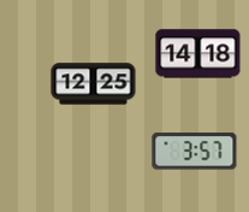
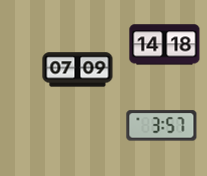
clock at (94, 84): 12:25 -> 07:09
